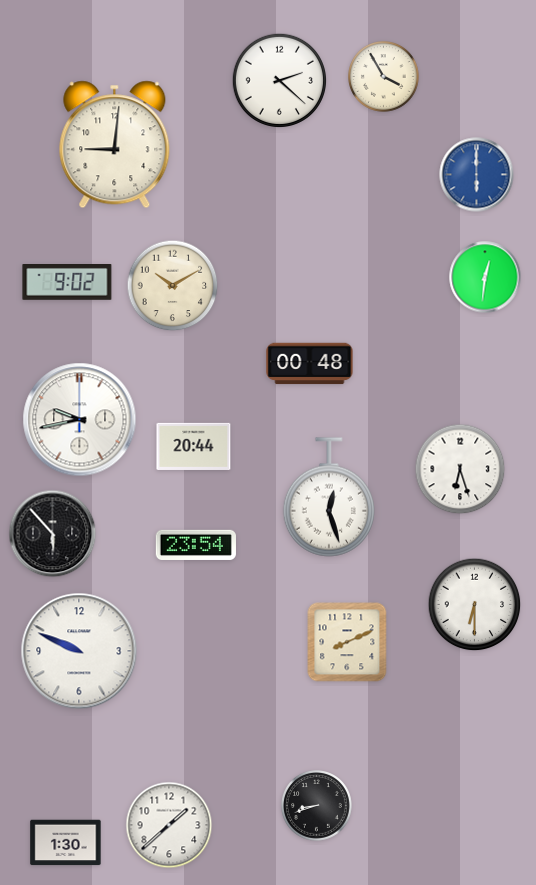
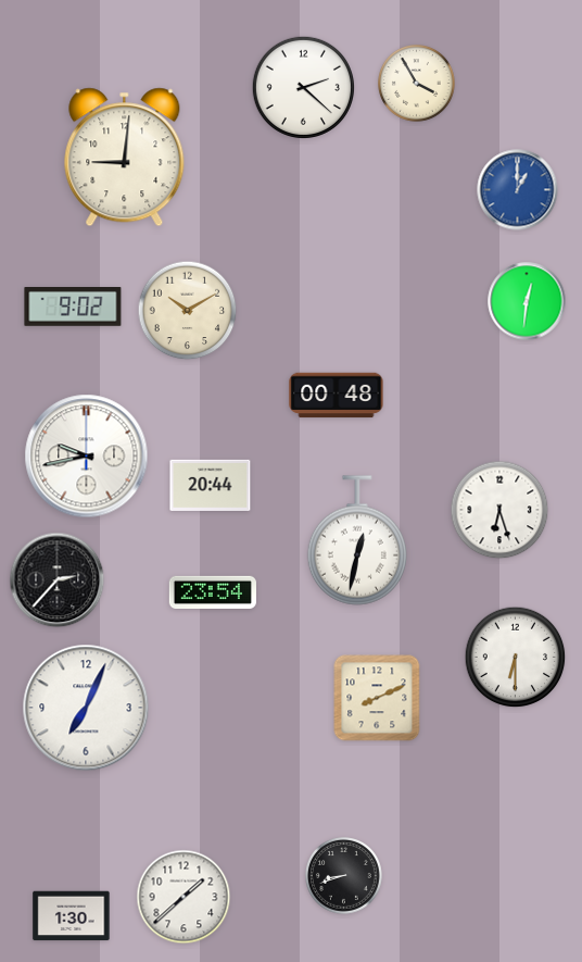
clock at (477, 175): 6:00 -> 1:00
clock at (328, 497): 12:27 -> 12:32
clock at (53, 534): 5:53 -> 2:37
clock at (79, 651): 9:49 -> 7:04
